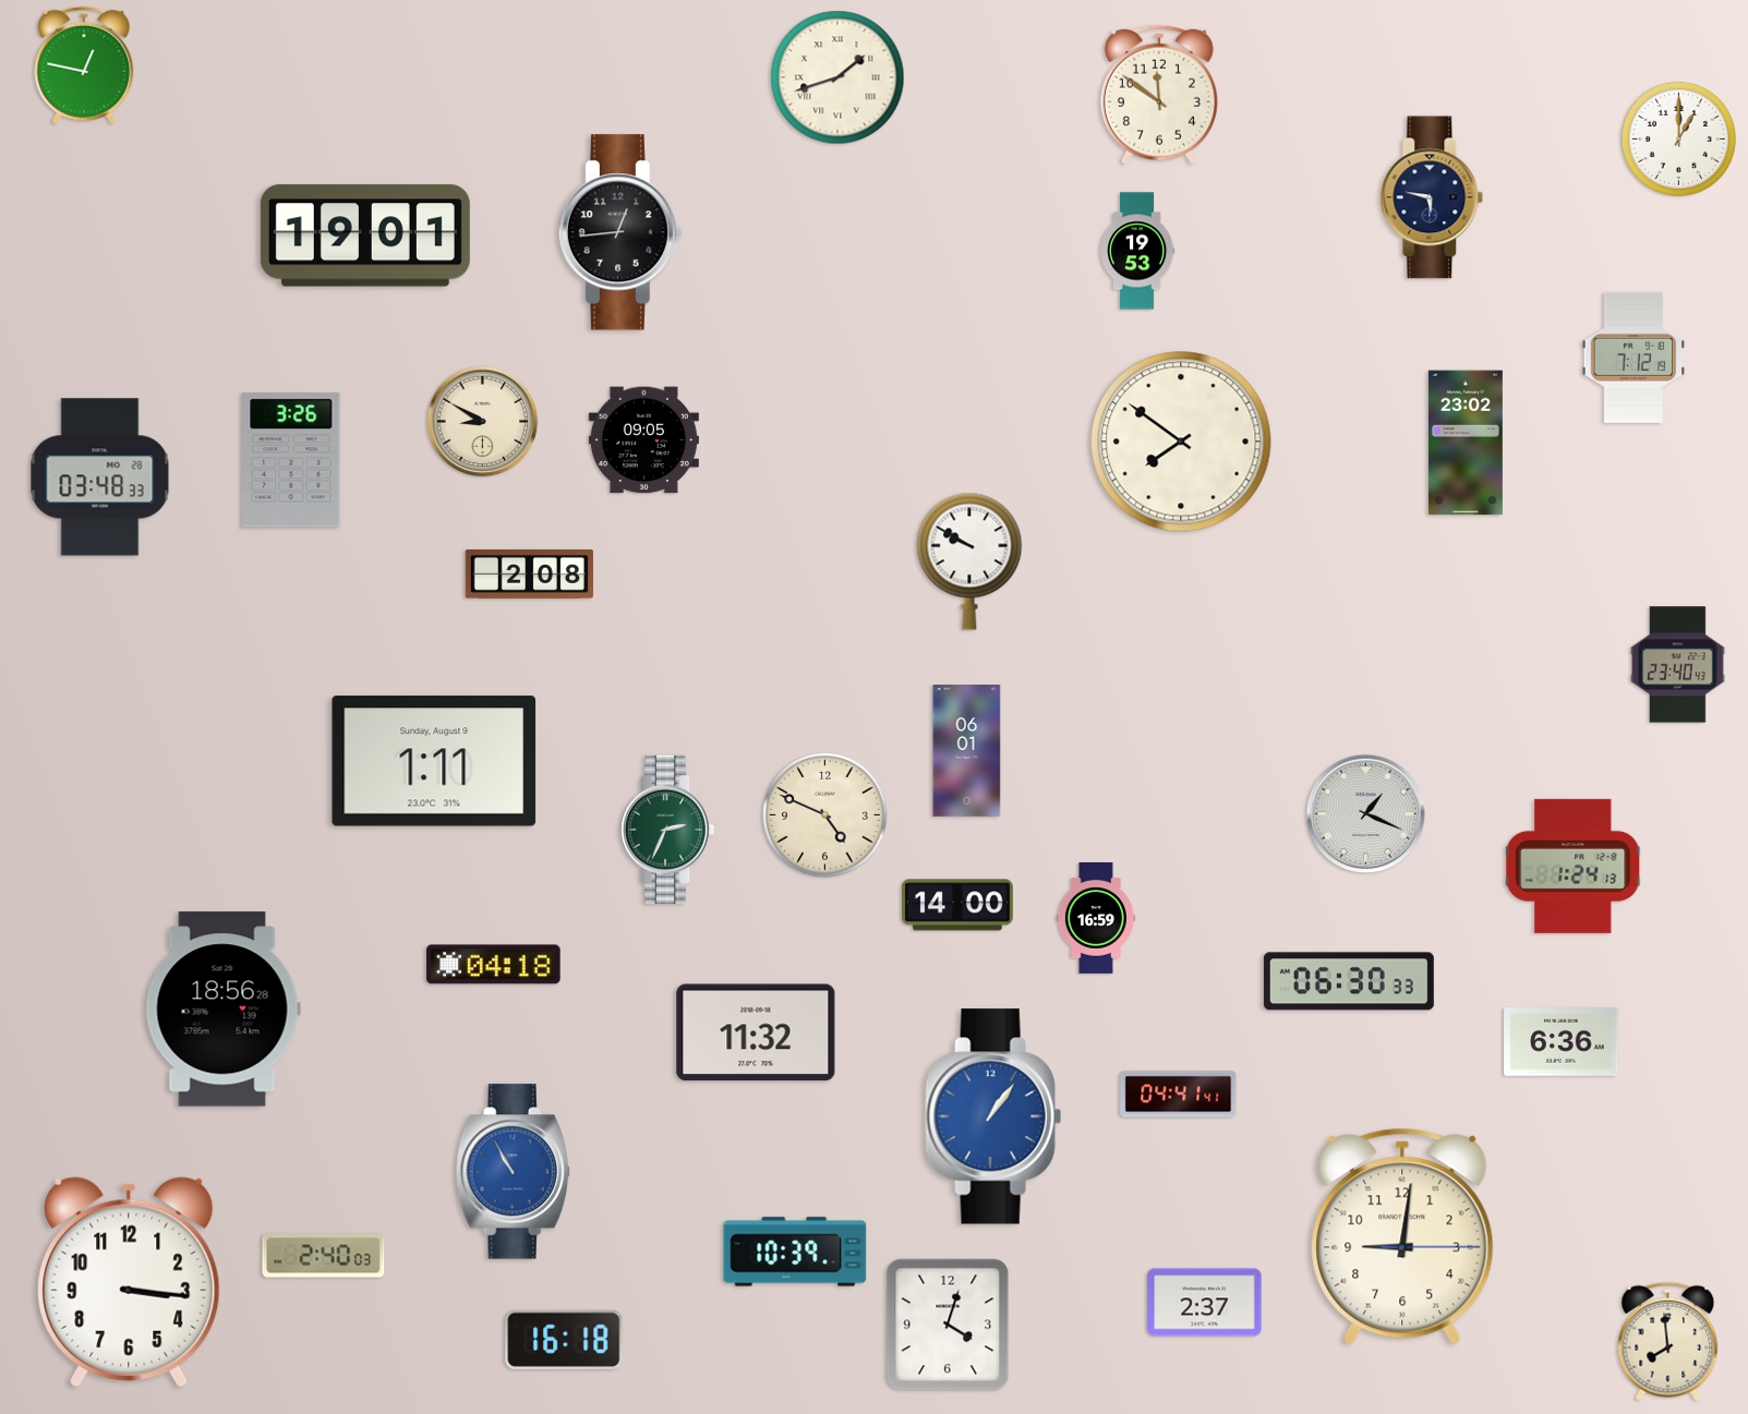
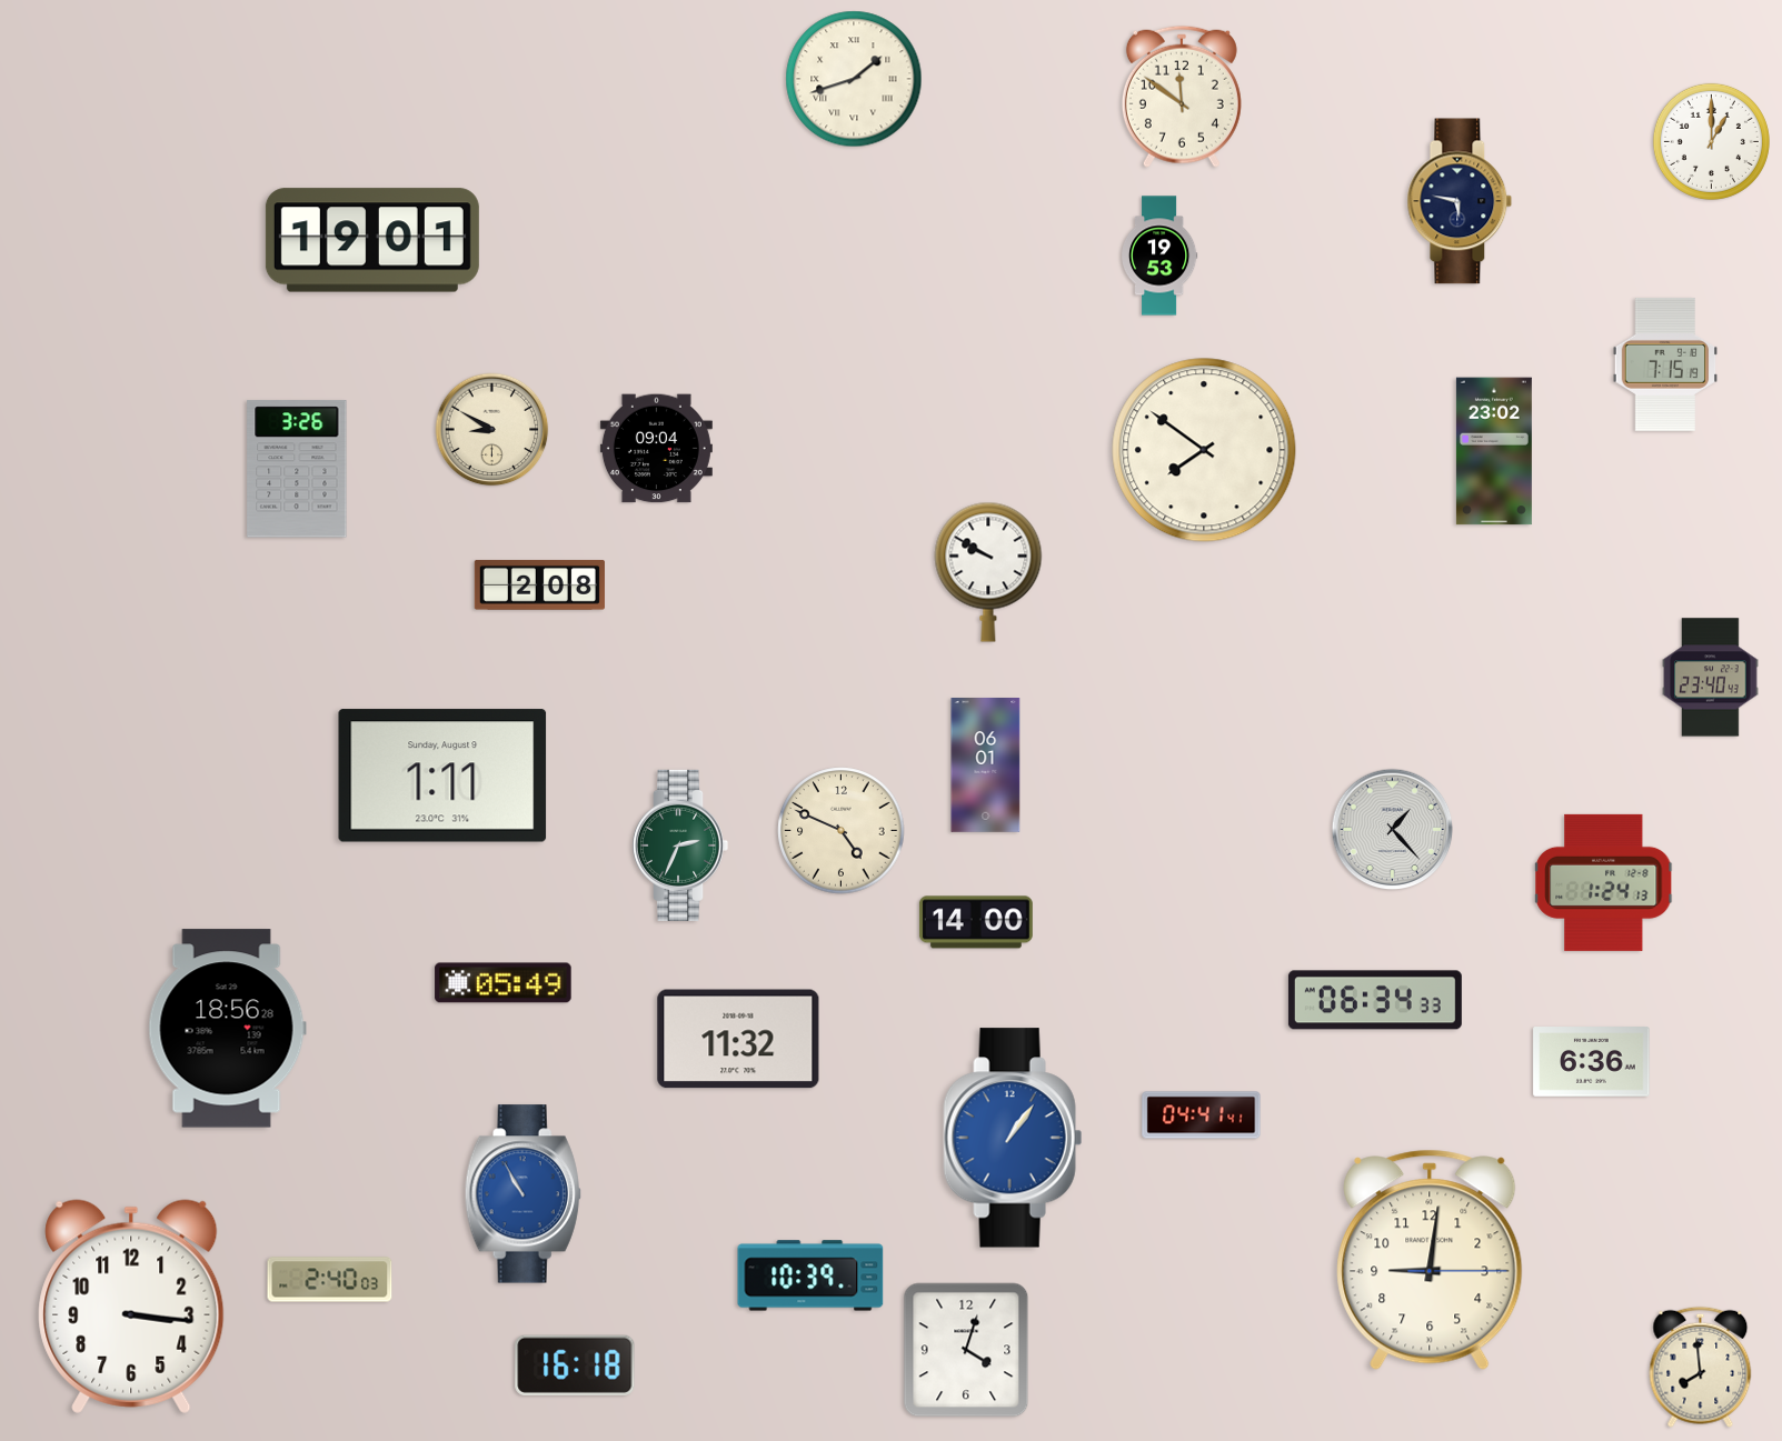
clock at (84, 65): 12:47 -> none
clock at (619, 232): 12:44 -> none
clock at (1632, 358): 7:12 -> 7:15
clock at (643, 440): 09:05 -> 09:04
clock at (100, 478): 03:48 -> none
clock at (1366, 814): 1:19 -> 1:23
clock at (1096, 919): 16:59 -> none
clock at (494, 965): 04:18 -> 05:49
clock at (1349, 981): 06:30 -> 06:34
clock at (756, 1032) position: (756, 1032) -> (738, 1039)
clock at (1205, 1303): 2:37 -> none
